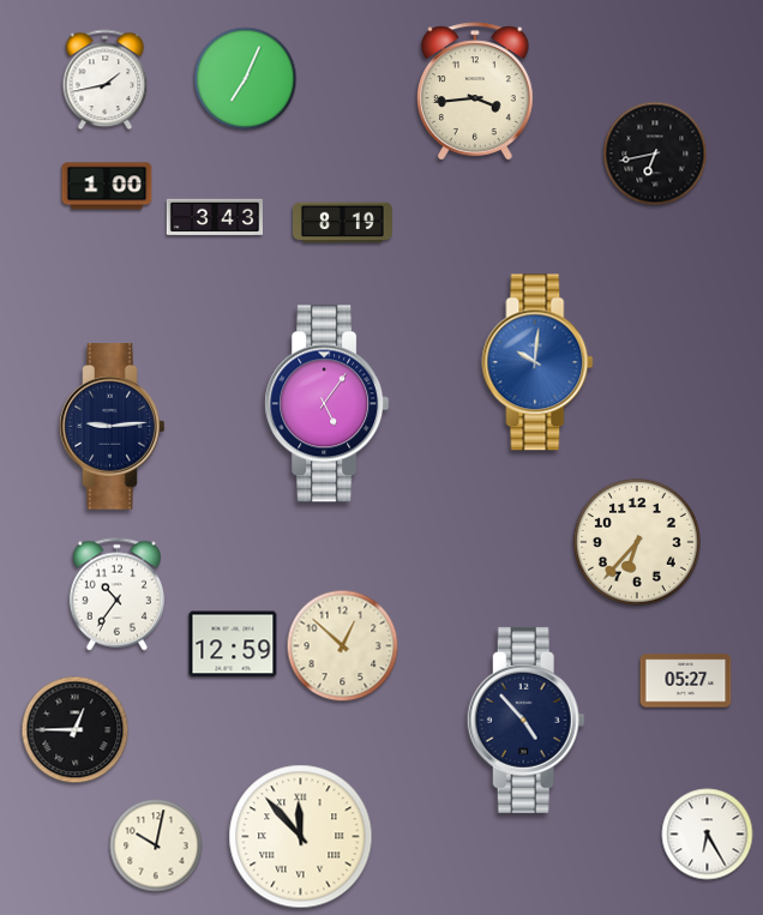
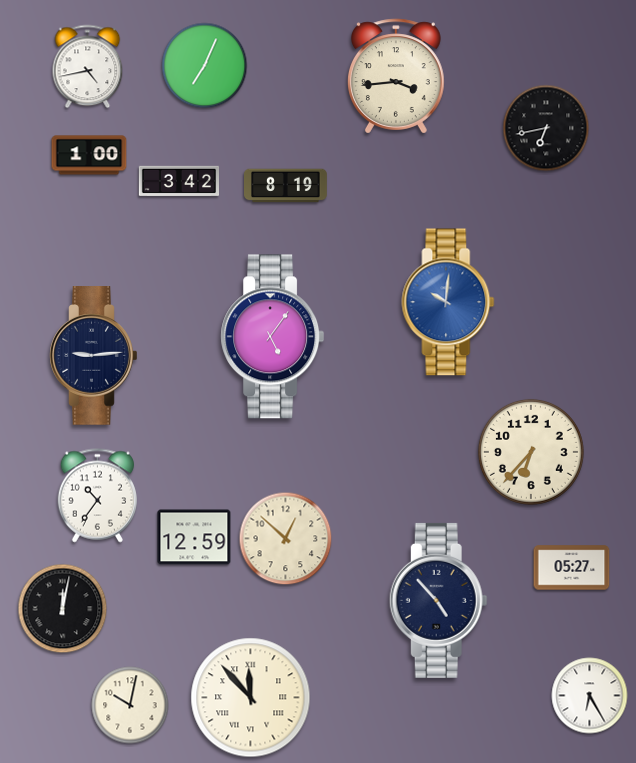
clock at (106, 80): 1:43 -> 4:43
clock at (214, 217): 3:43 -> 3:42
clock at (76, 730): 12:45 -> 12:02
